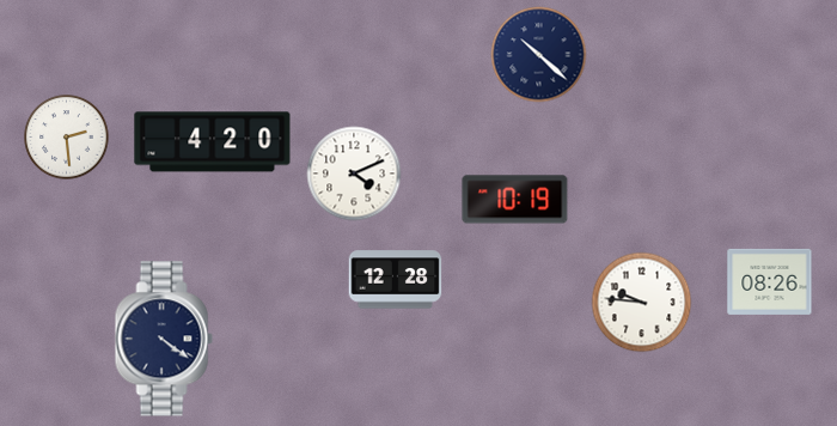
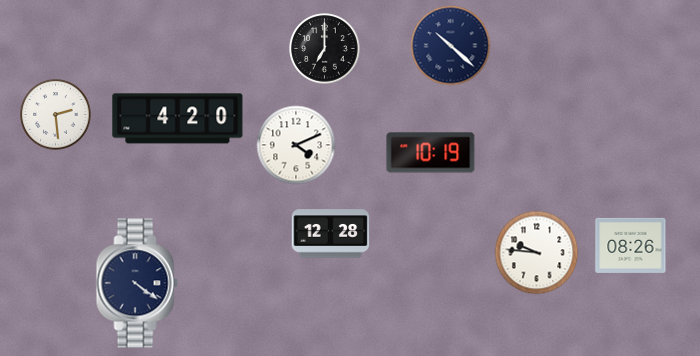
clock at (325, 49): none -> 7:00
clock at (515, 200) position: (515, 200) -> (431, 153)
clock at (770, 281) position: (770, 281) -> (631, 245)
